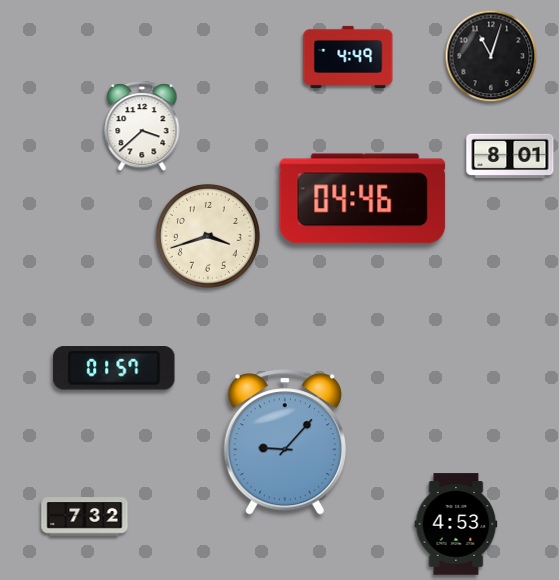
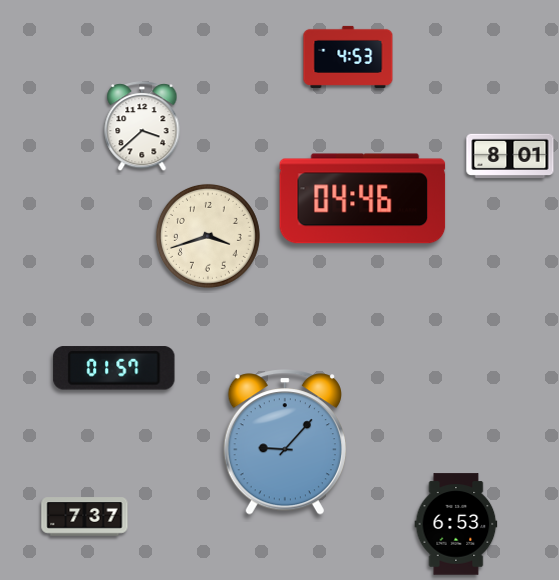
clock at (491, 56): 11:03 -> none
clock at (348, 57): 4:49 -> 4:53
clock at (85, 517): 7:32 -> 7:37
clock at (456, 524): 4:53 -> 6:53
